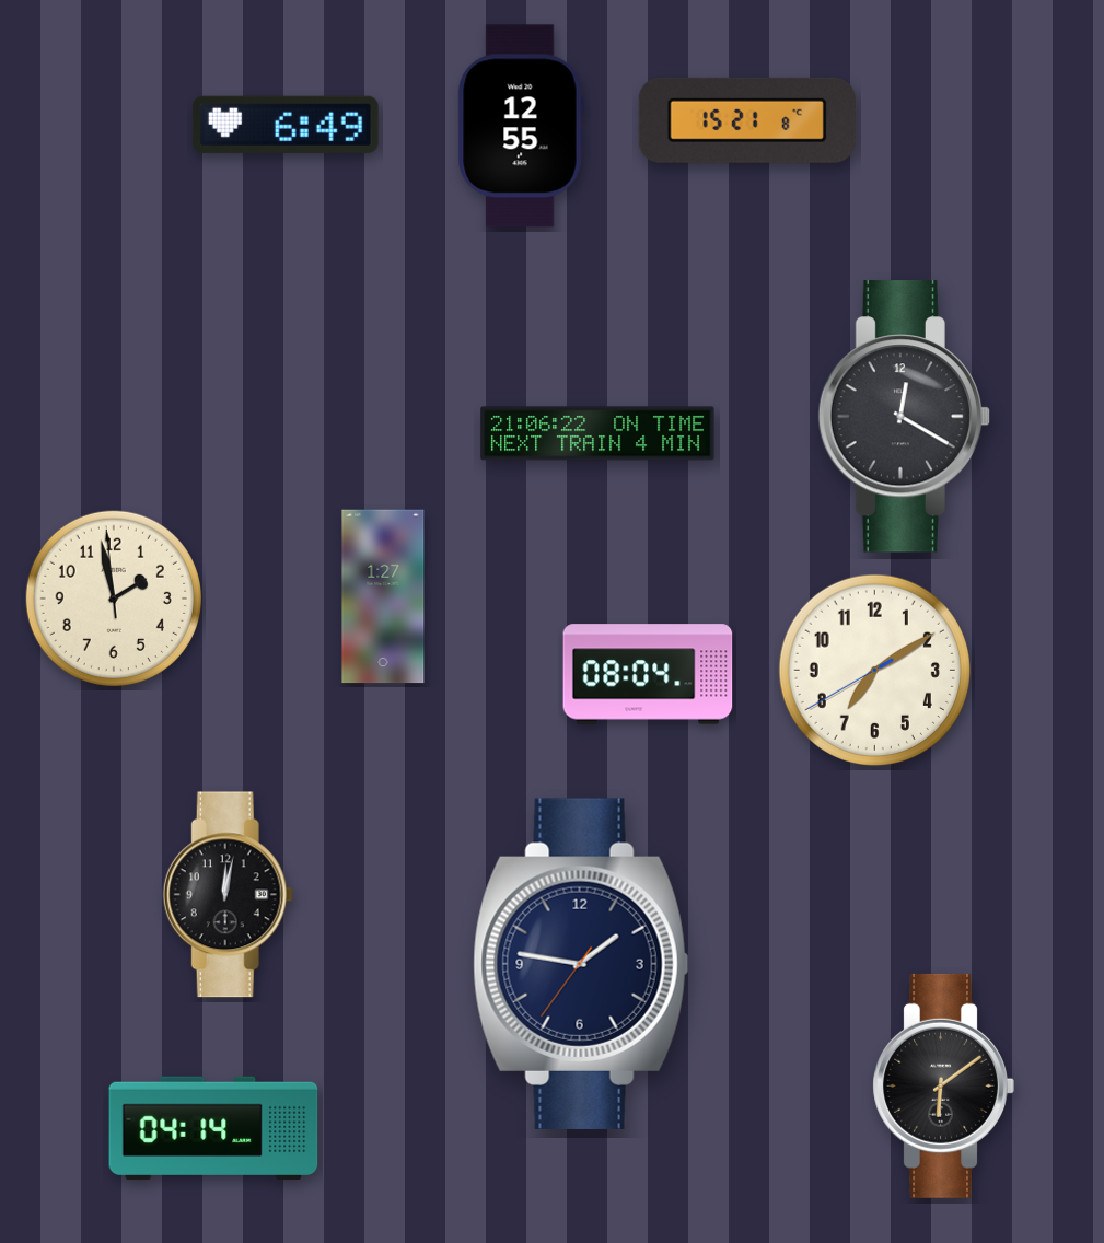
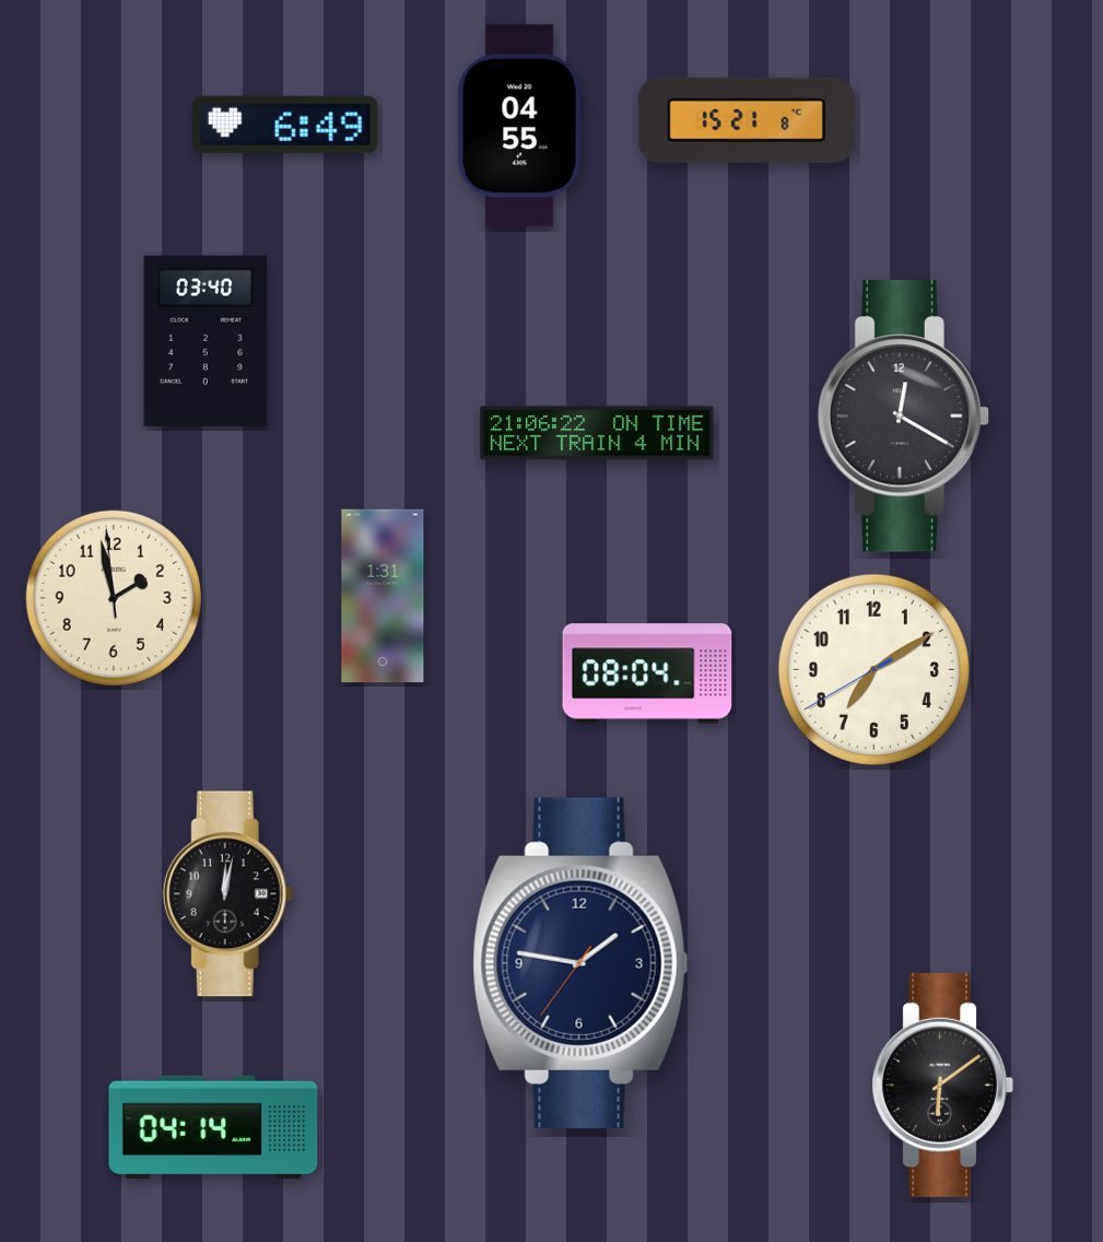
clock at (521, 126): 12:55 -> 04:55
clock at (206, 341): none -> 03:40
clock at (383, 596): 1:27 -> 1:31
